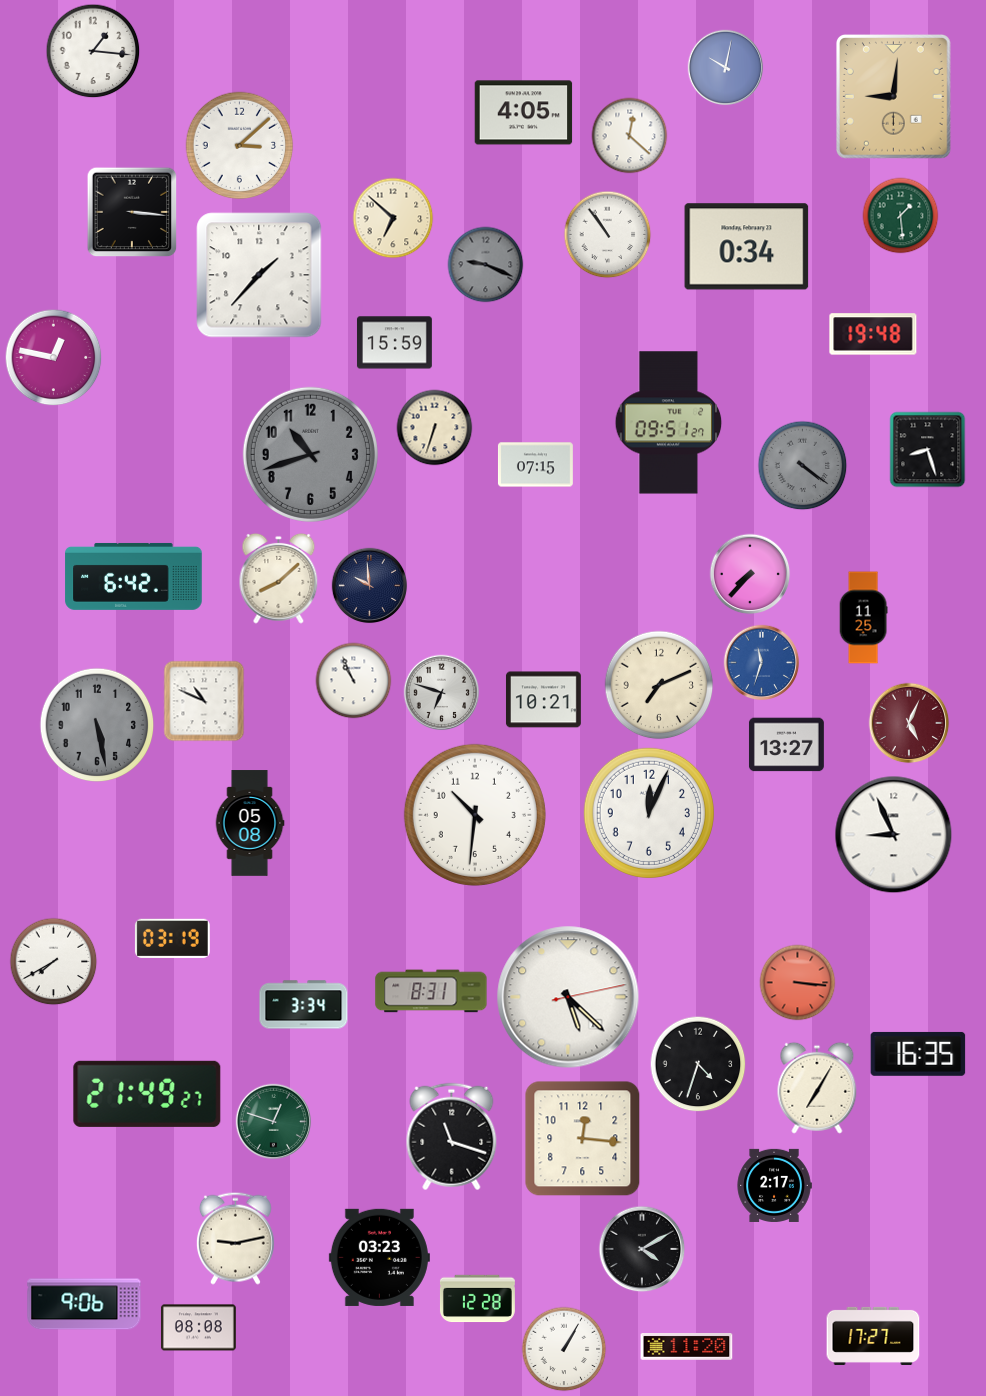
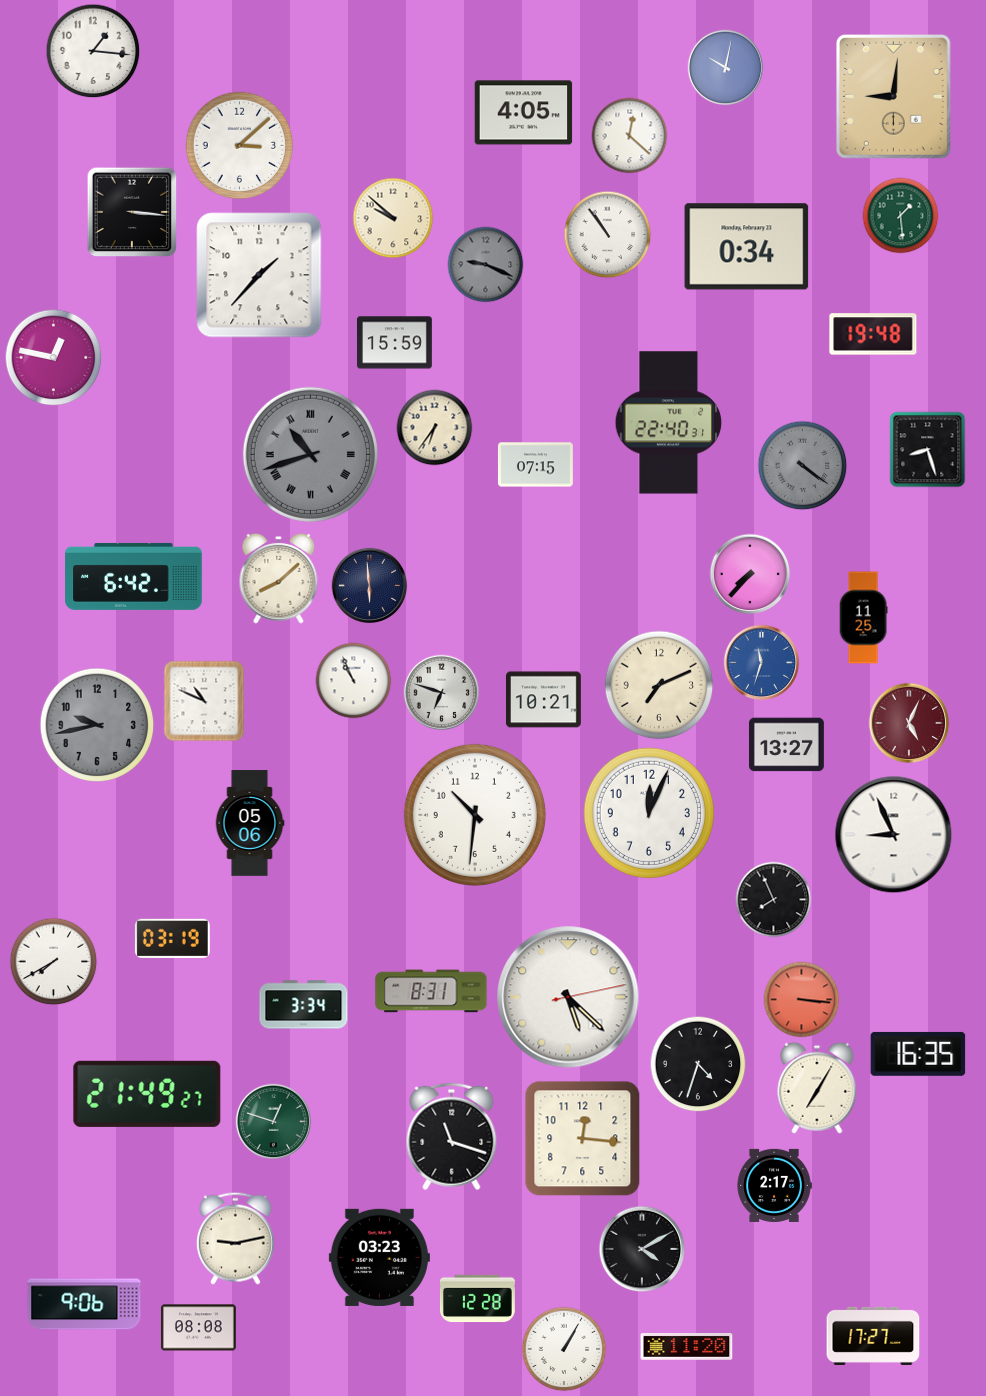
clock at (393, 218): 6:52 -> 9:52
clock at (669, 423): 09:51 -> 22:40
clock at (435, 428): 6:33 -> 6:36
clock at (310, 454) numerals: Arabic -> Roman
clock at (370, 586): 9:59 -> 5:59
clock at (97, 725): 5:28 -> 9:43
clock at (250, 823): 05:08 -> 05:06
clock at (774, 900): none -> 7:56
clock at (798, 983) position: (798, 983) -> (802, 1000)
